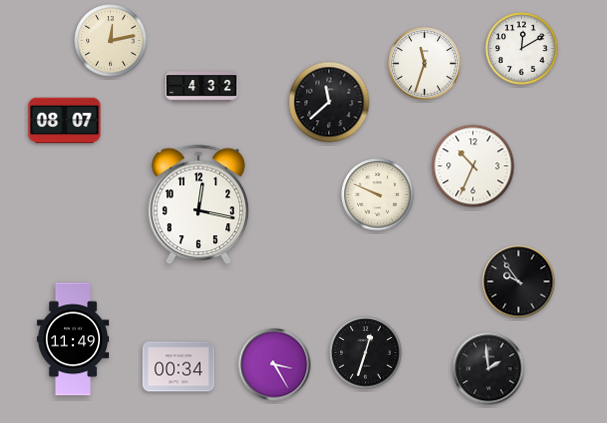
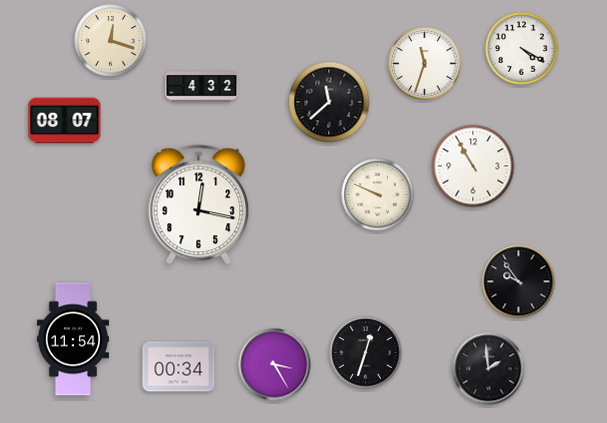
clock at (111, 41): 12:13 -> 12:18
clock at (522, 49): 12:10 -> 4:20
clock at (473, 166): 10:34 -> 10:55
clock at (73, 339): 11:49 -> 11:54
